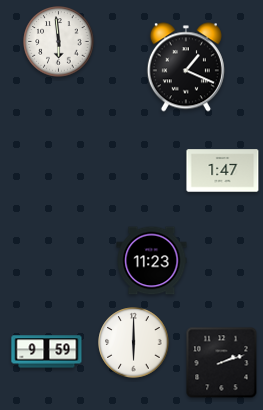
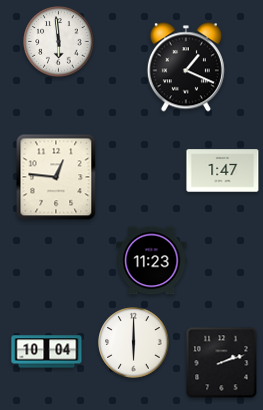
clock at (56, 177): none -> 12:46
clock at (47, 352): 9:59 -> 10:04
